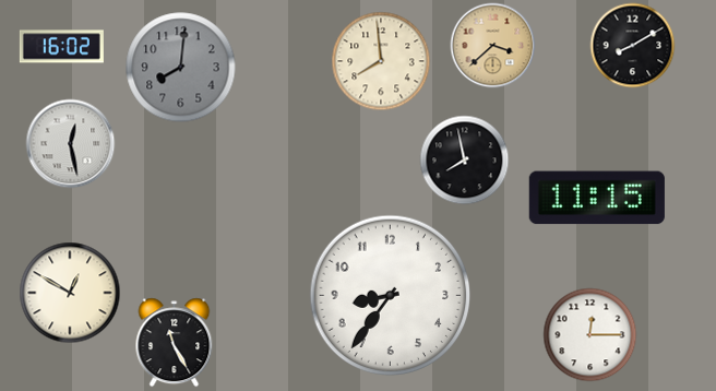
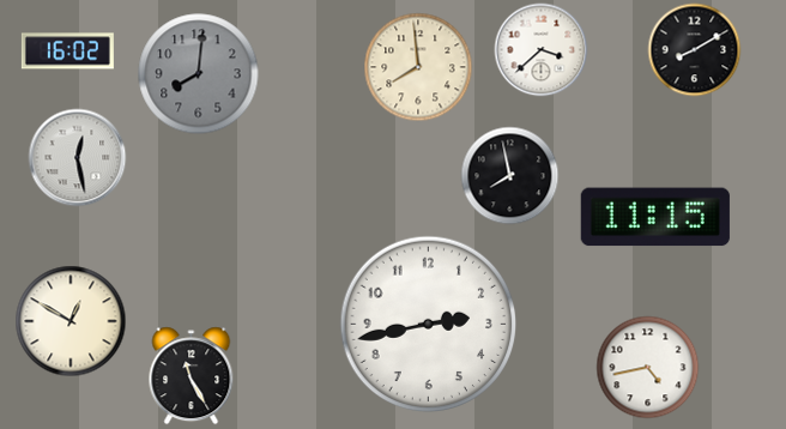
clock at (492, 45) dial: champagne -> white
clock at (70, 293) position: (70, 293) -> (71, 321)
clock at (391, 296): 8:36 -> 2:43
clock at (589, 334): 12:15 -> 4:43
